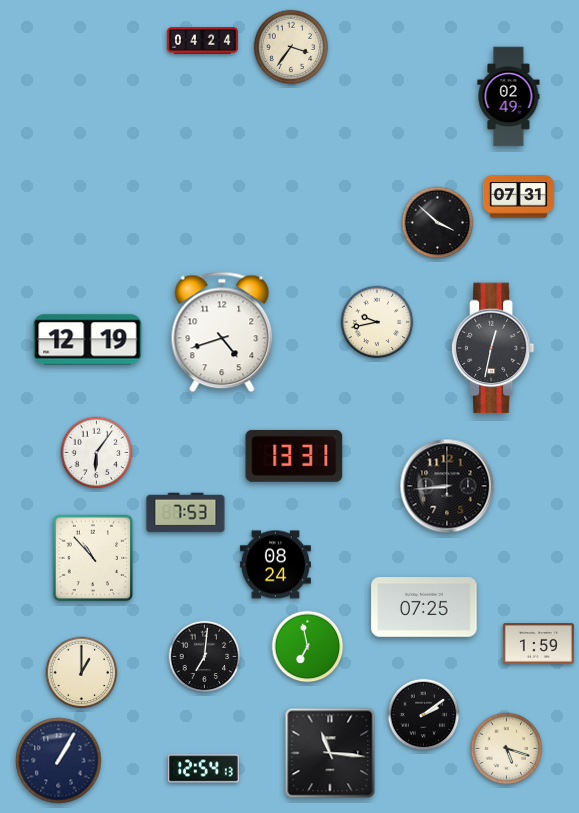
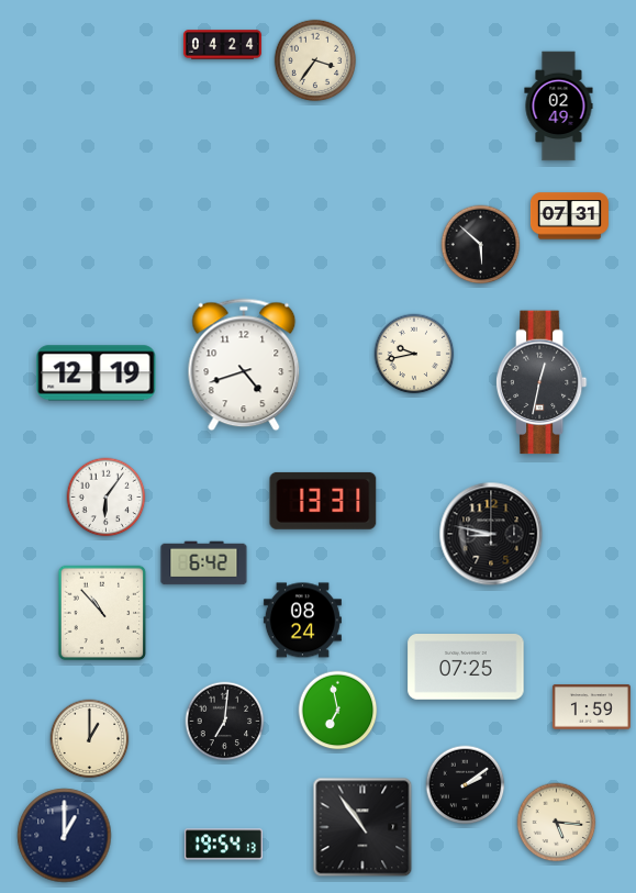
clock at (291, 47) position: (291, 47) -> (315, 60)
clock at (438, 223): 3:52 -> 5:52
clock at (447, 486): 8:44 -> 8:47
clock at (186, 513): 7:53 -> 6:42
clock at (507, 749): 5:18 -> 5:16
clock at (330, 753): 11:16 -> 10:54
clock at (59, 761): 1:05 -> 1:00
clock at (203, 769): 12:54 -> 19:54
